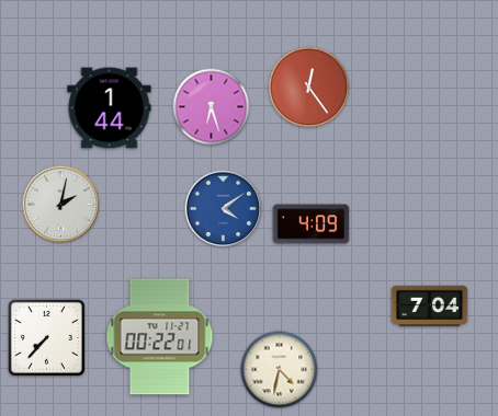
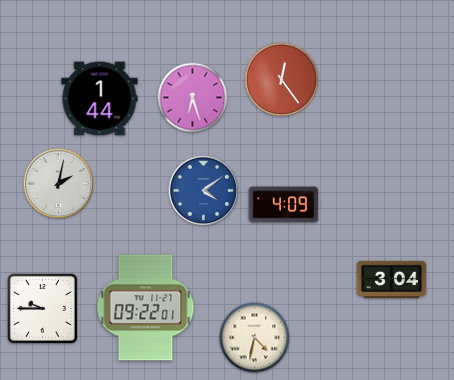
clock at (61, 205) position: (61, 205) -> (59, 184)
clock at (430, 307): 7:04 -> 3:04
clock at (46, 337): 7:37 -> 9:45
clock at (160, 337): 00:22 -> 09:22
